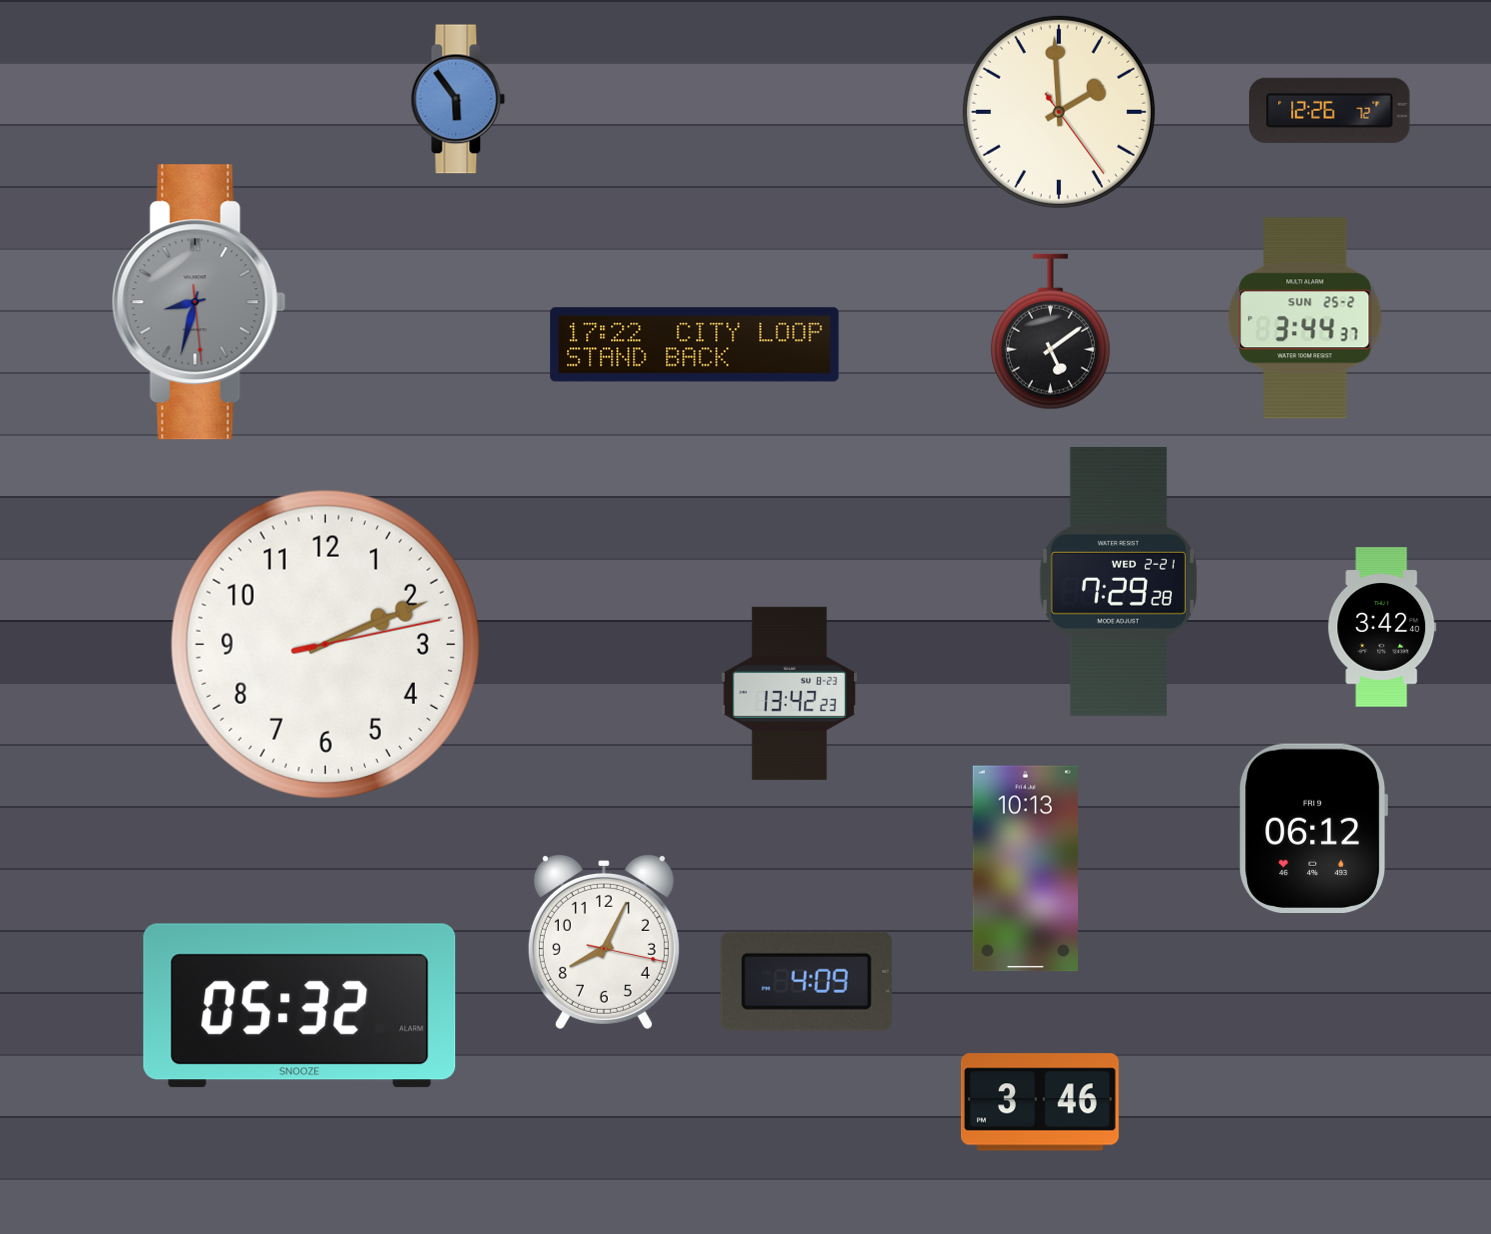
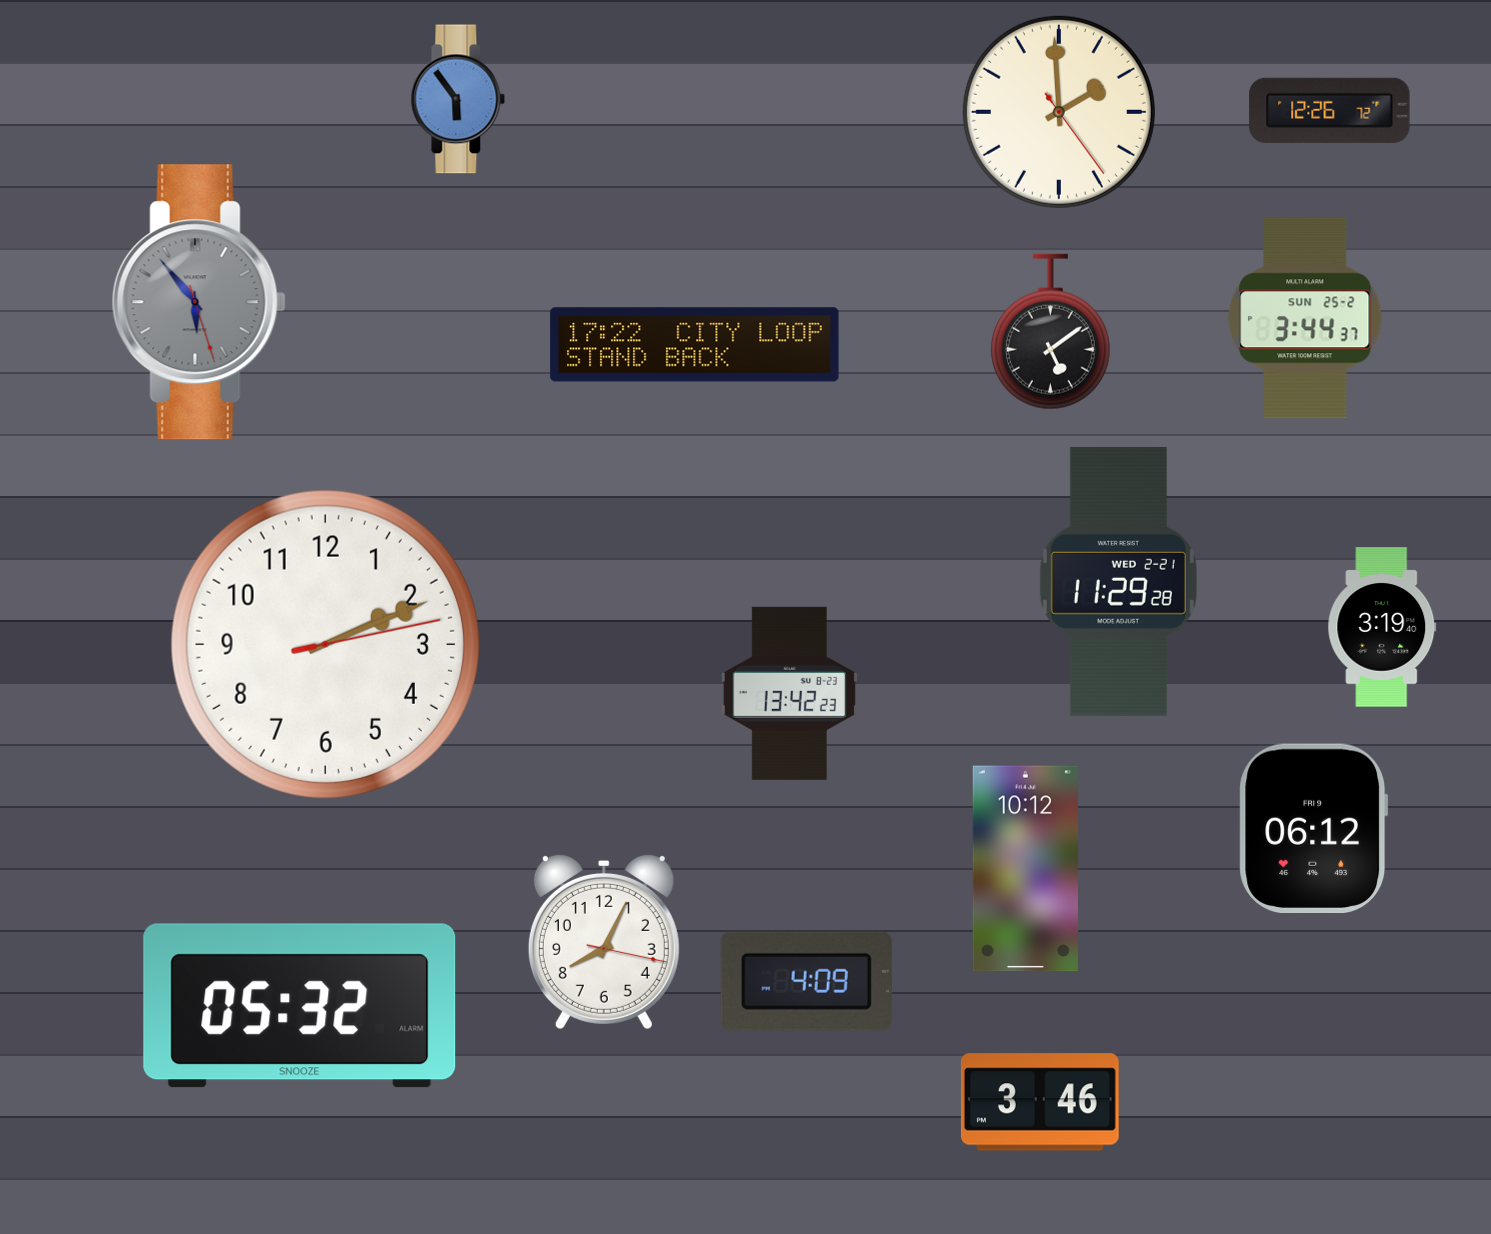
clock at (199, 302): 8:32 -> 5:53
clock at (1118, 581): 7:29 -> 11:29
clock at (1382, 627): 3:42 -> 3:19
clock at (1025, 869): 10:13 -> 10:12
